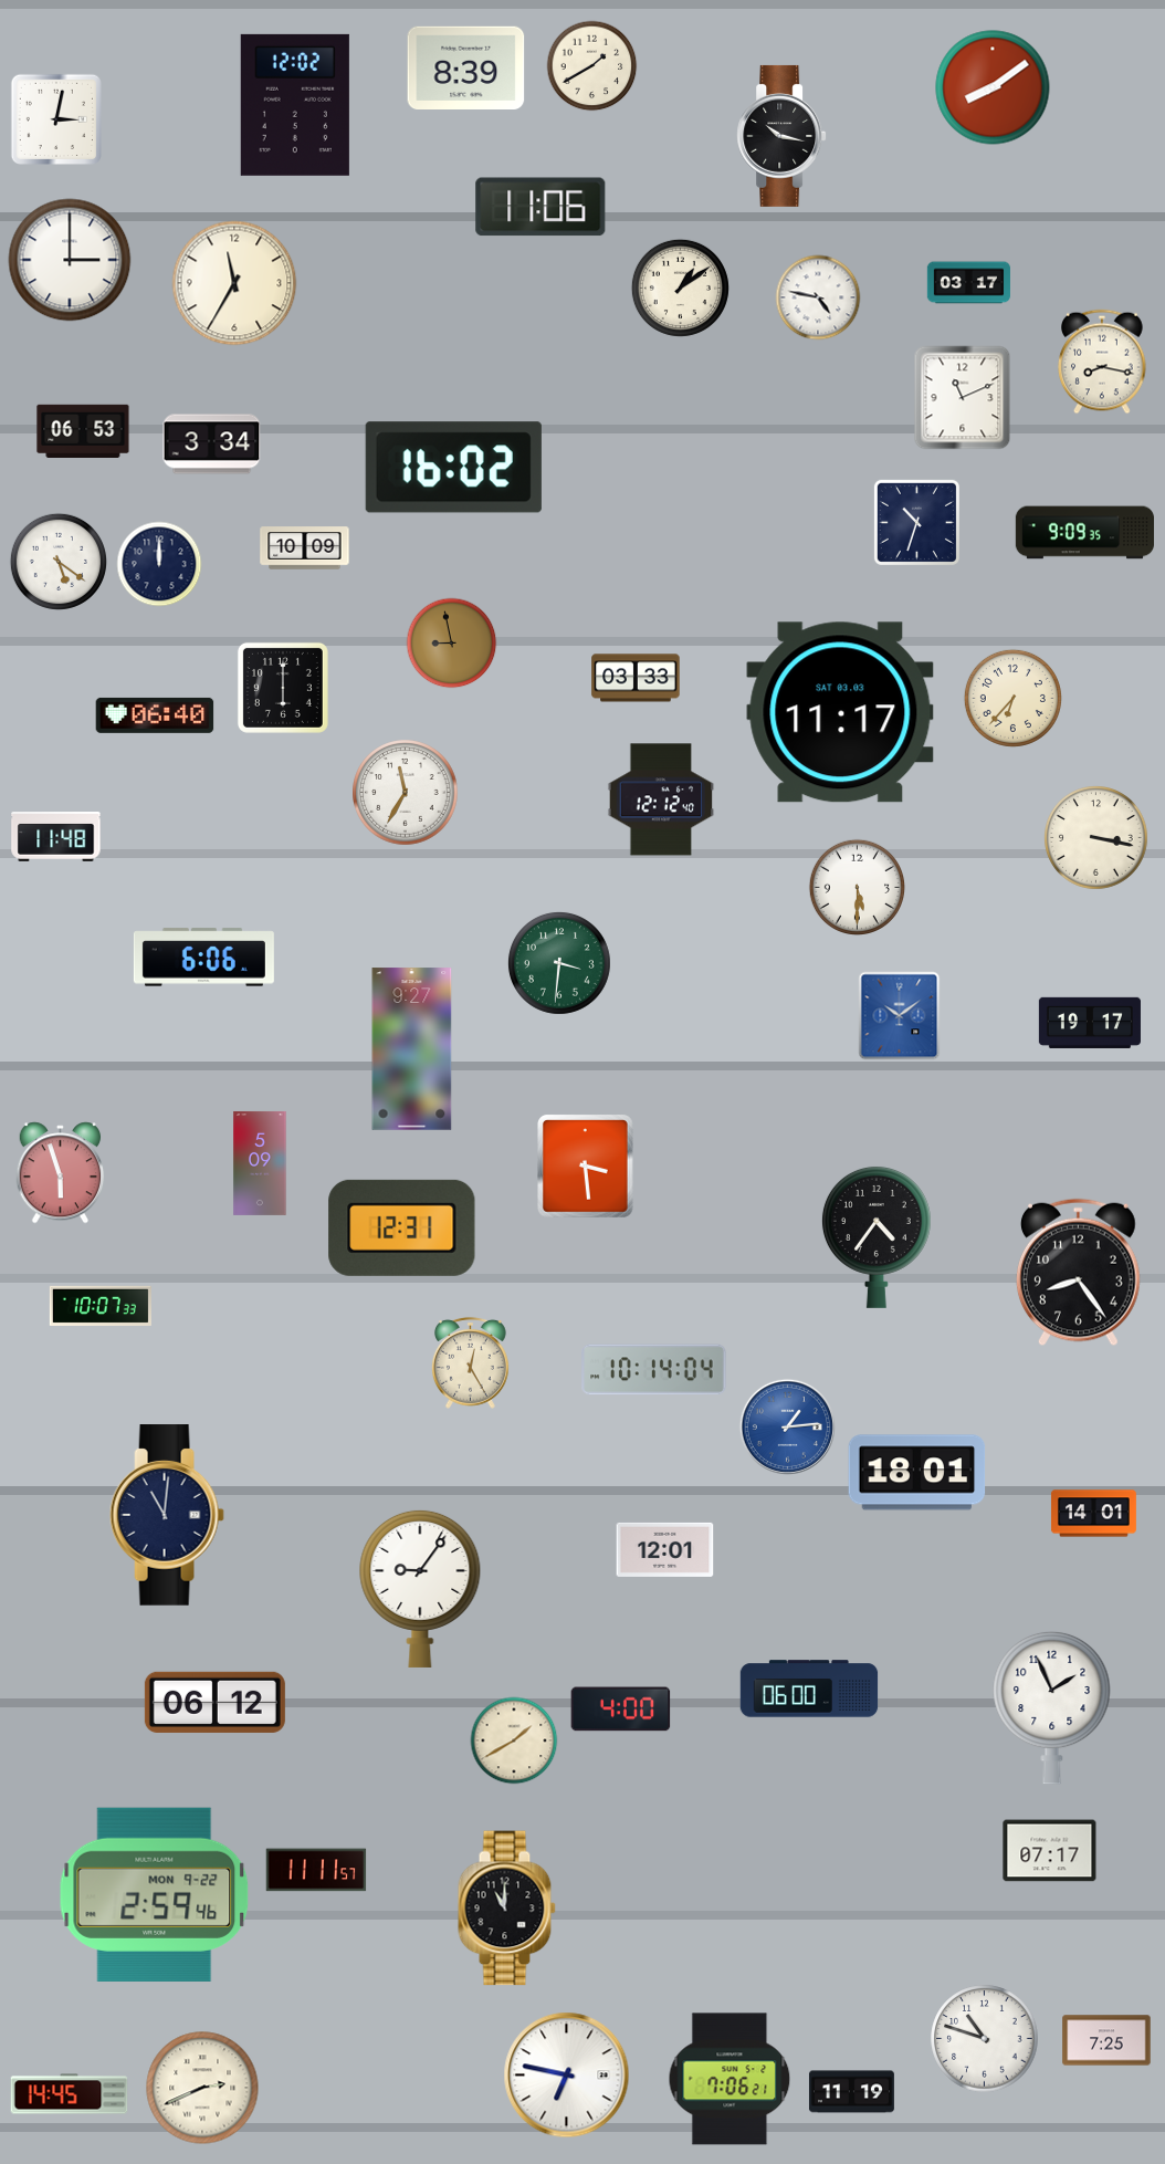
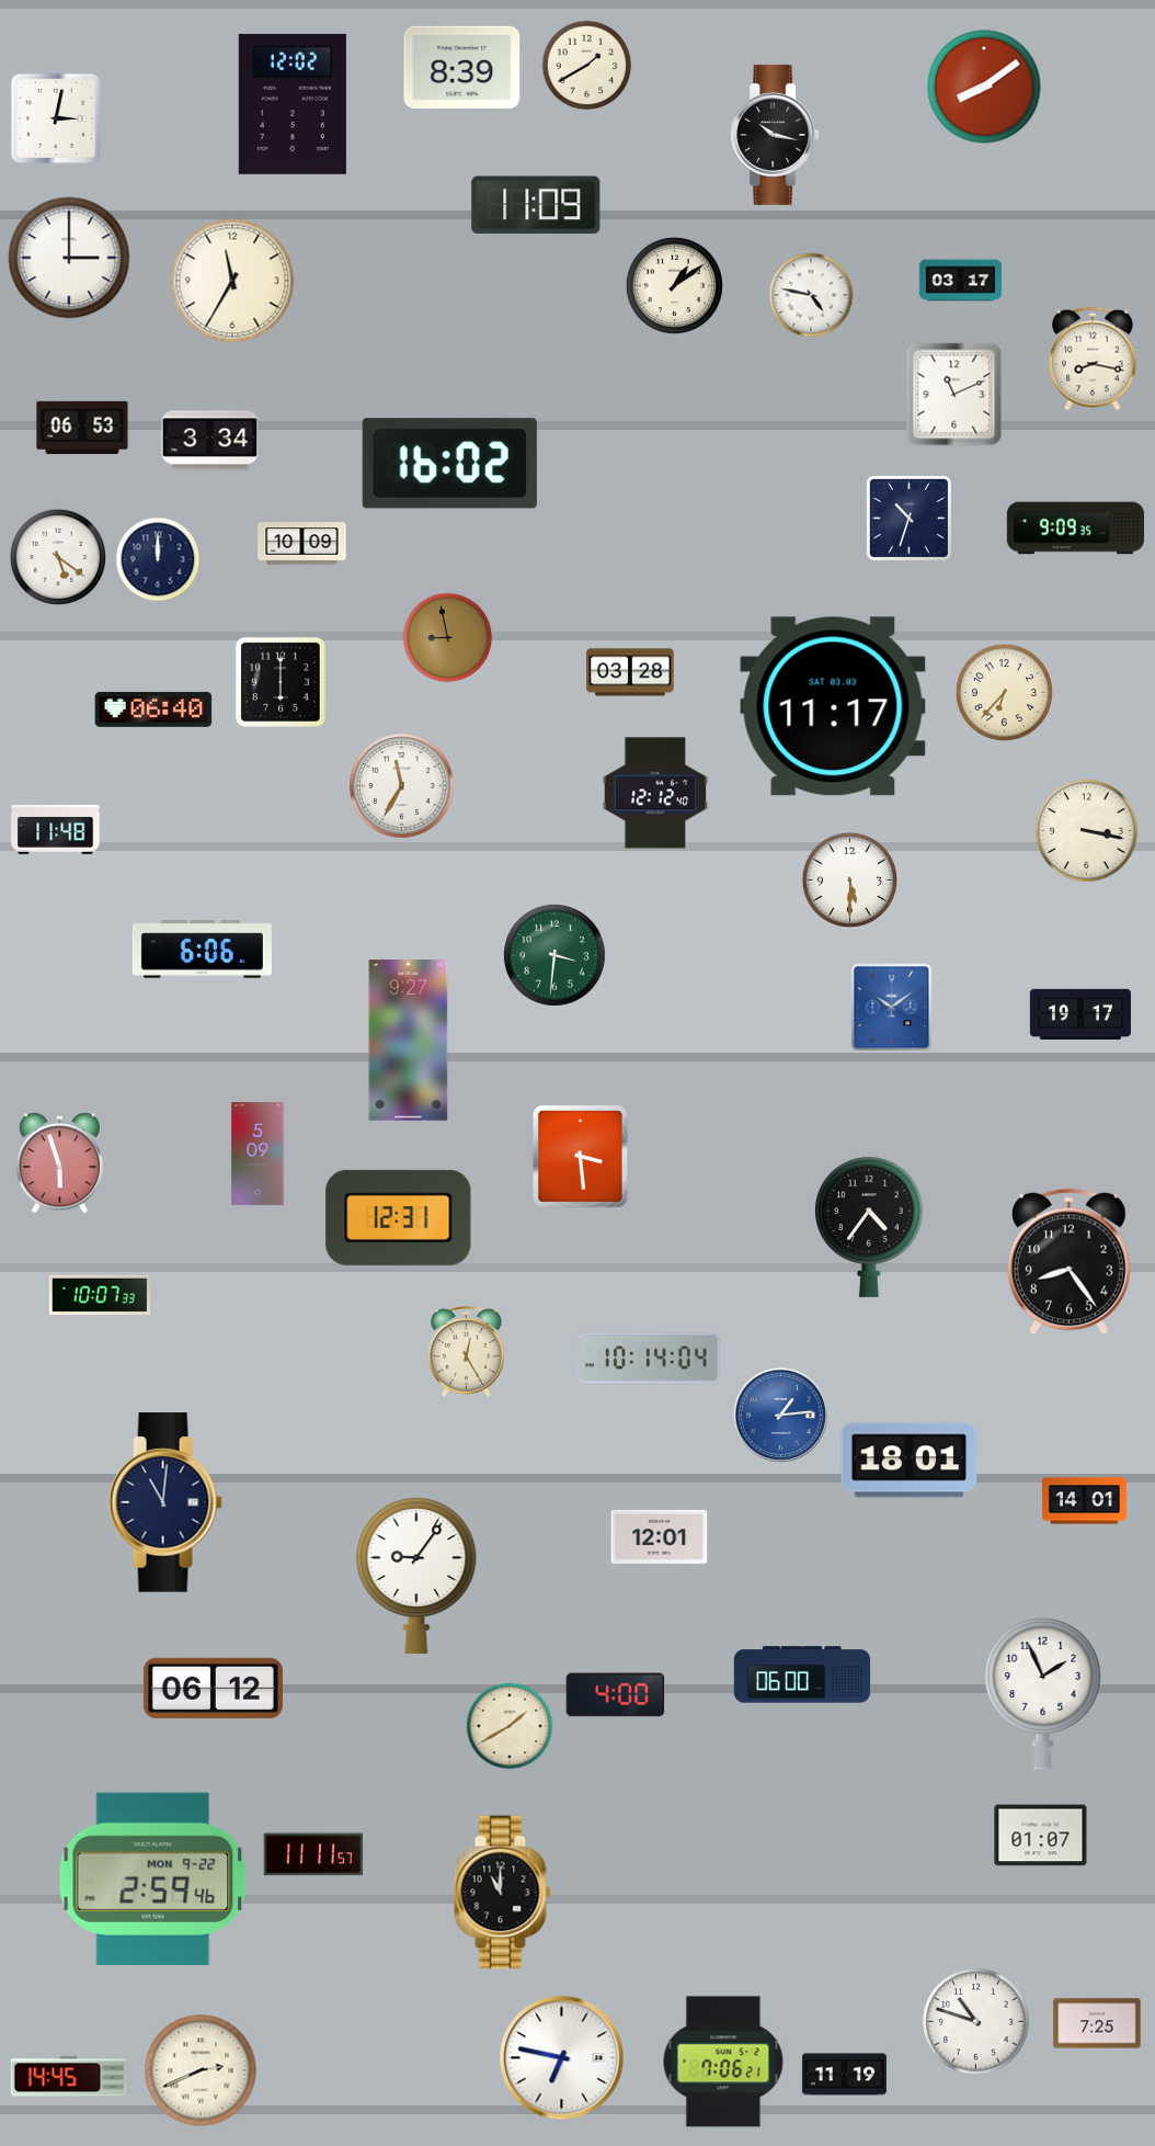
clock at (540, 207): 11:06 -> 11:09
clock at (636, 678): 03:33 -> 03:28
clock at (1050, 1851): 07:17 -> 01:07
